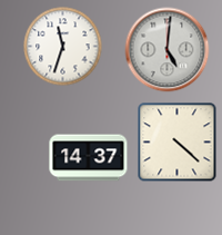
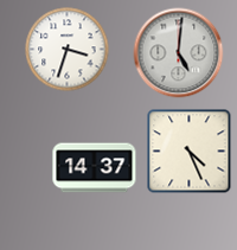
clock at (63, 47): 11:33 -> 3:33
clock at (178, 143): 4:22 -> 4:26
